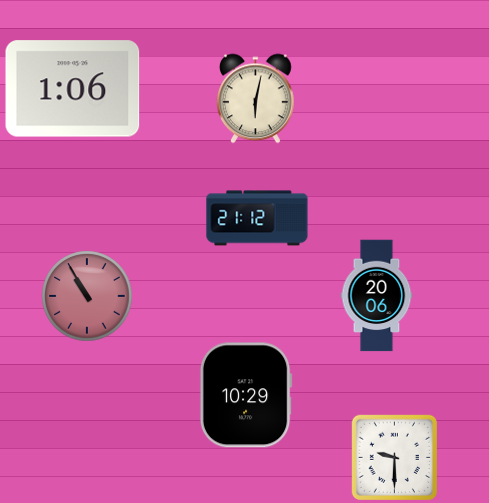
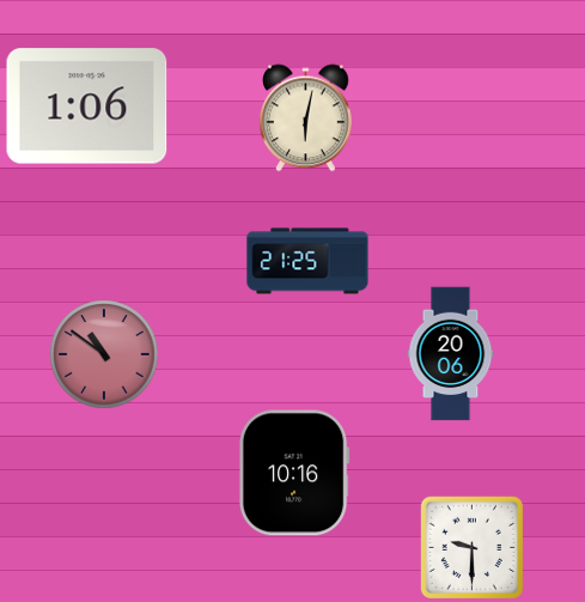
clock at (257, 218): 21:12 -> 21:25
clock at (87, 296): 10:55 -> 10:51
clock at (246, 395): 10:29 -> 10:16
